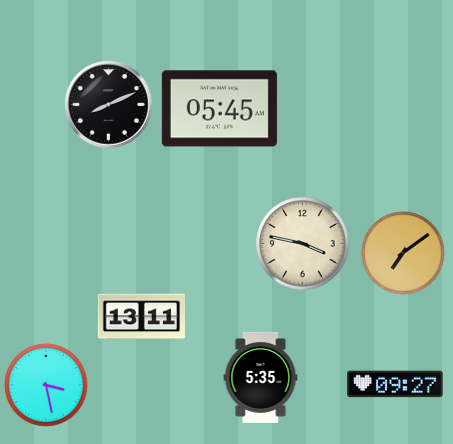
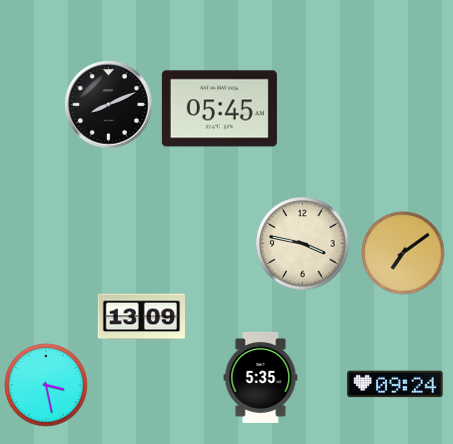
clock at (141, 317): 13:11 -> 13:09
clock at (395, 384): 09:27 -> 09:24
